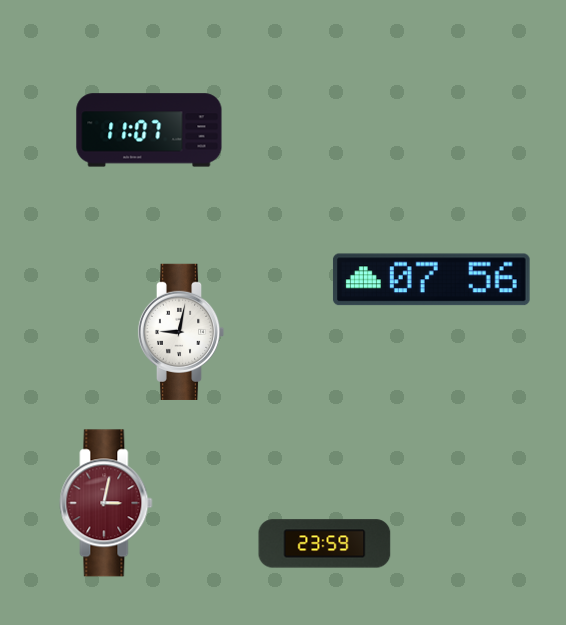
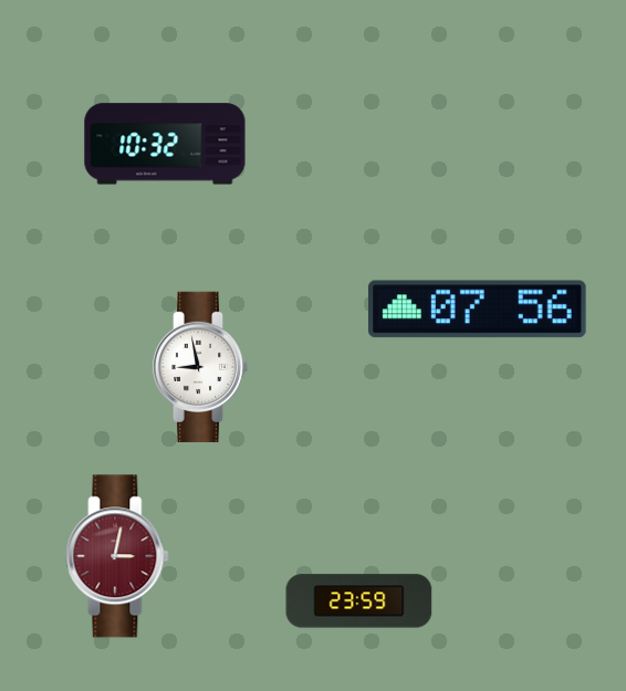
clock at (149, 130): 11:07 -> 10:32
clock at (181, 332): 9:02 -> 8:58
